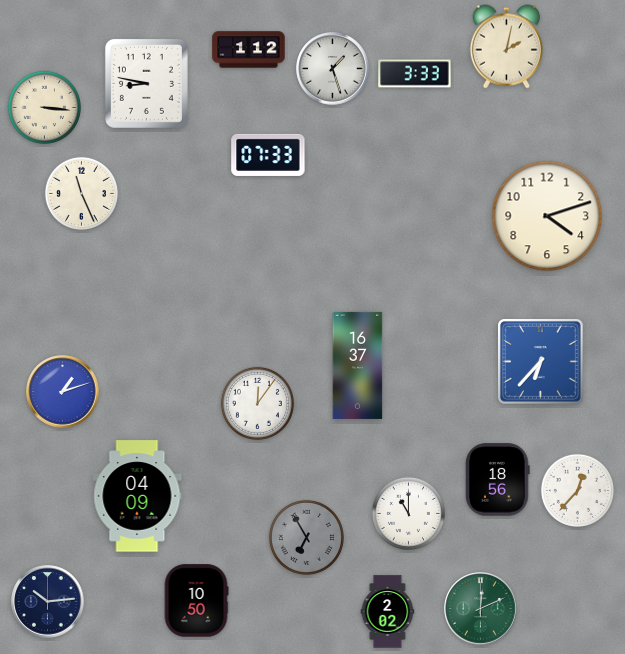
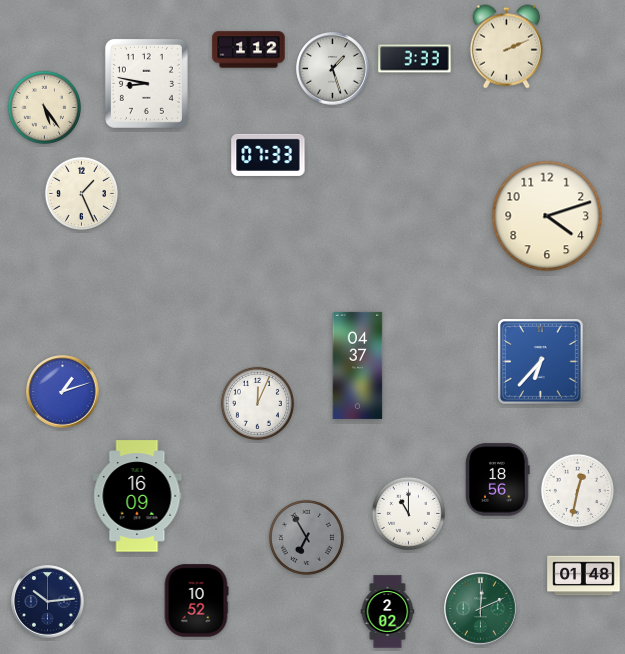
clock at (506, 47): 2:02 -> 2:11
clock at (415, 74) position: (415, 74) -> (415, 59)
clock at (44, 107): 3:16 -> 5:24
clock at (81, 193): 11:26 -> 1:26
clock at (358, 365): 16:37 -> 04:37
clock at (257, 403): 12:06 -> 12:04
clock at (577, 490): 12:37 -> 12:32
clock at (137, 496): 04:09 -> 16:09
clock at (584, 576): none -> 01:48
clock at (196, 601): 10:50 -> 10:52
